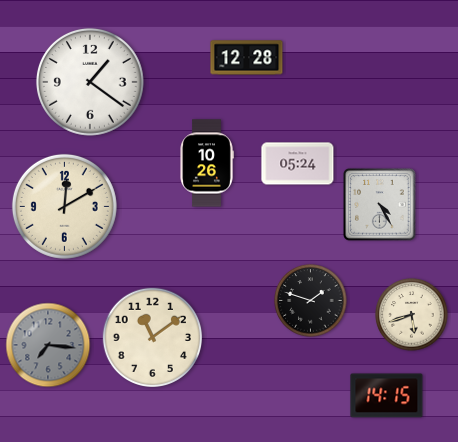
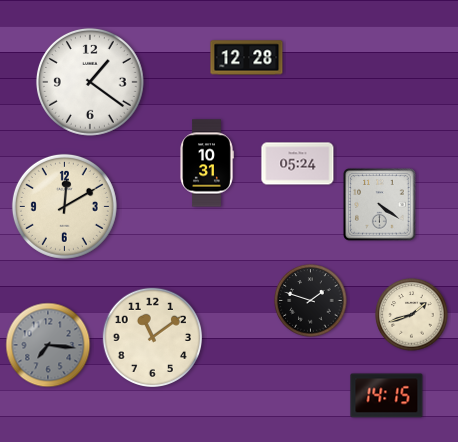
clock at (207, 163): 10:26 -> 10:31
clock at (380, 205): 4:25 -> 4:21
clock at (412, 315): 5:42 -> 1:42
